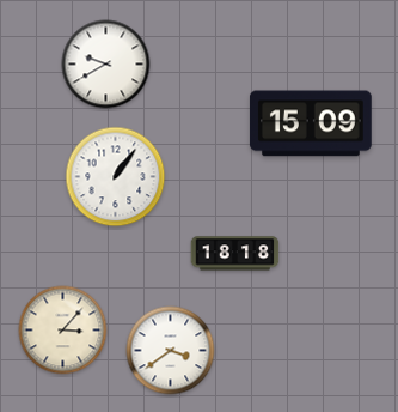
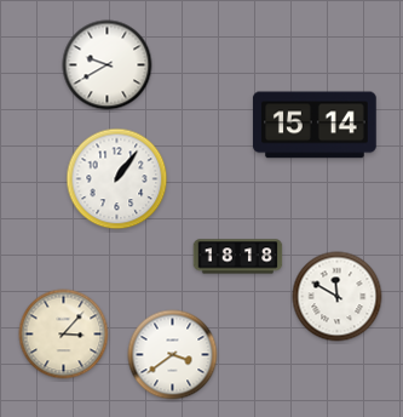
clock at (311, 123): 15:09 -> 15:14
clock at (338, 297): none -> 11:50
